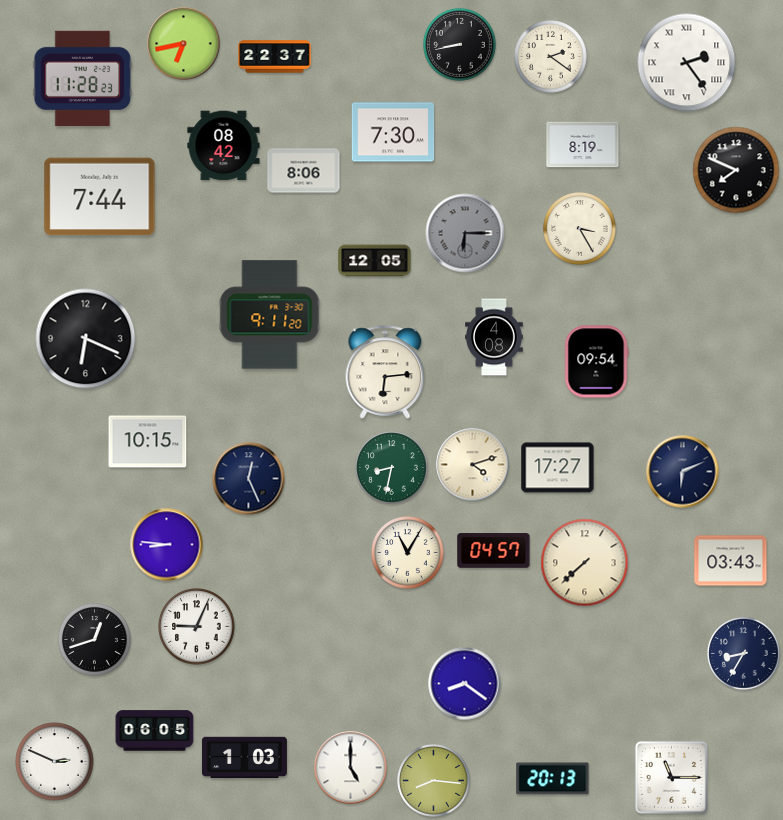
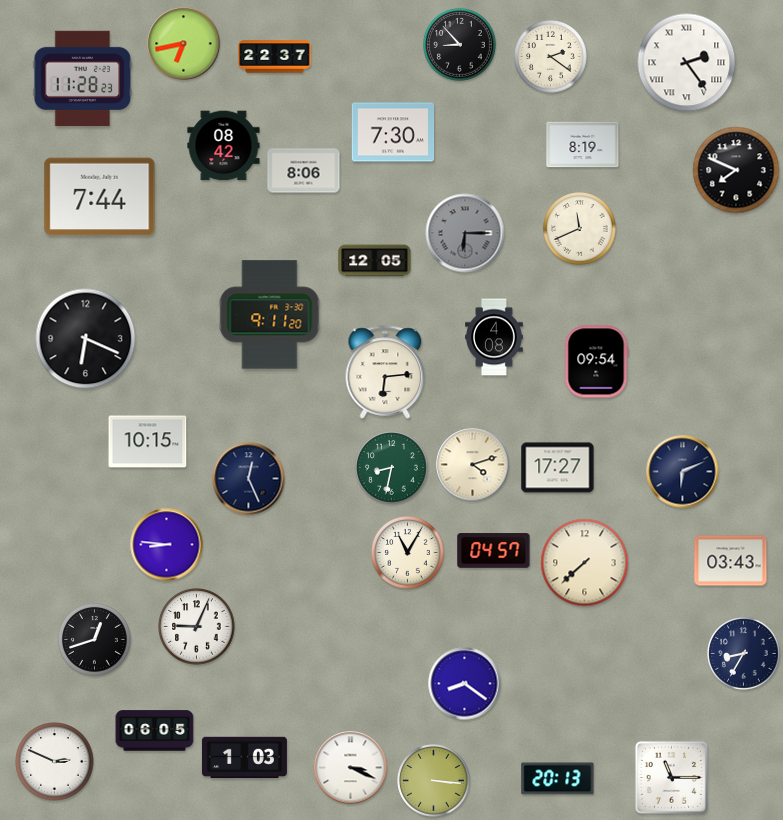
clock at (460, 45): 8:43 -> 8:53
clock at (580, 229): 3:25 -> 11:41
clock at (351, 768): 5:00 -> 3:19
clock at (553, 779) position: (553, 779) -> (558, 779)
clock at (434, 781): 8:16 -> 3:16
